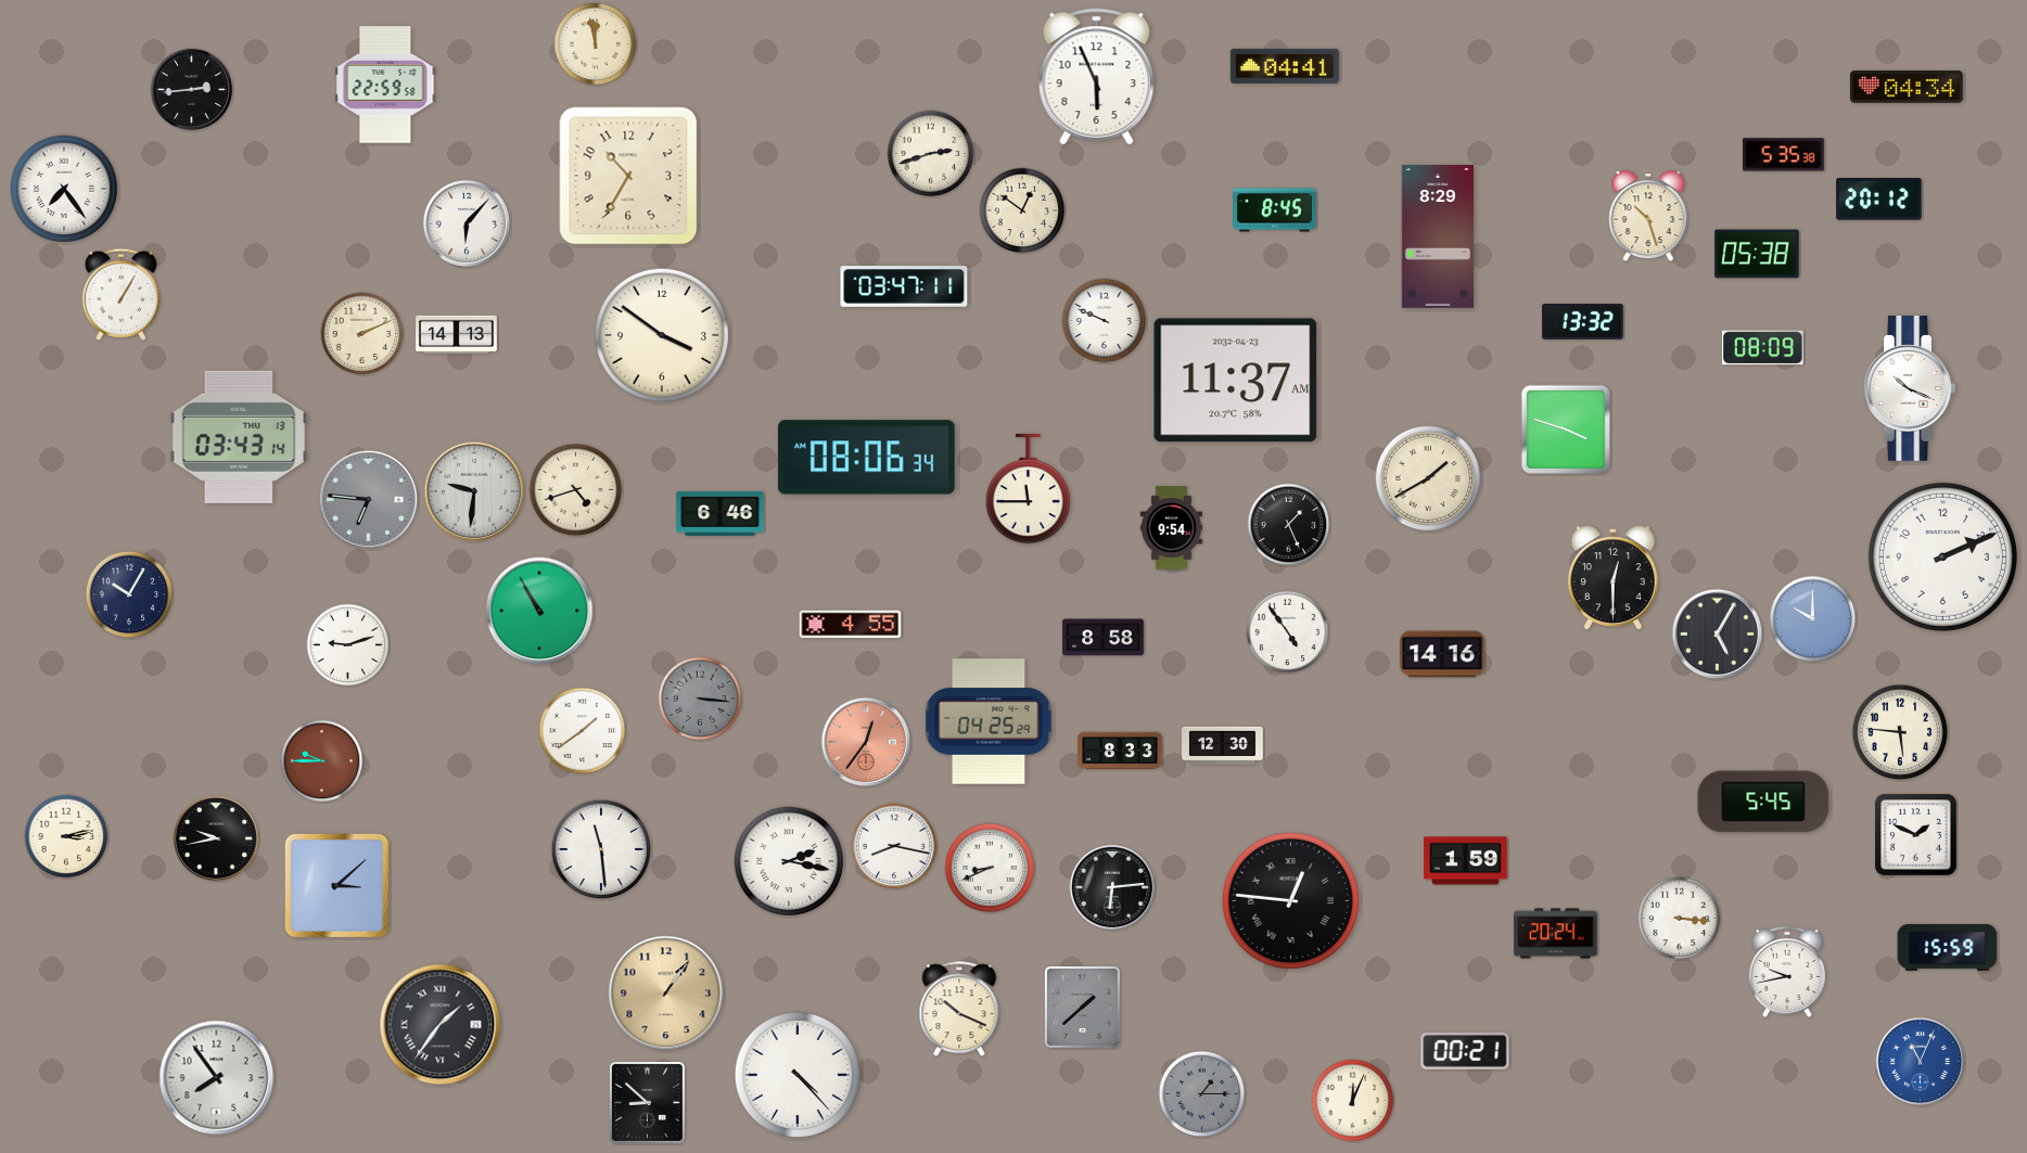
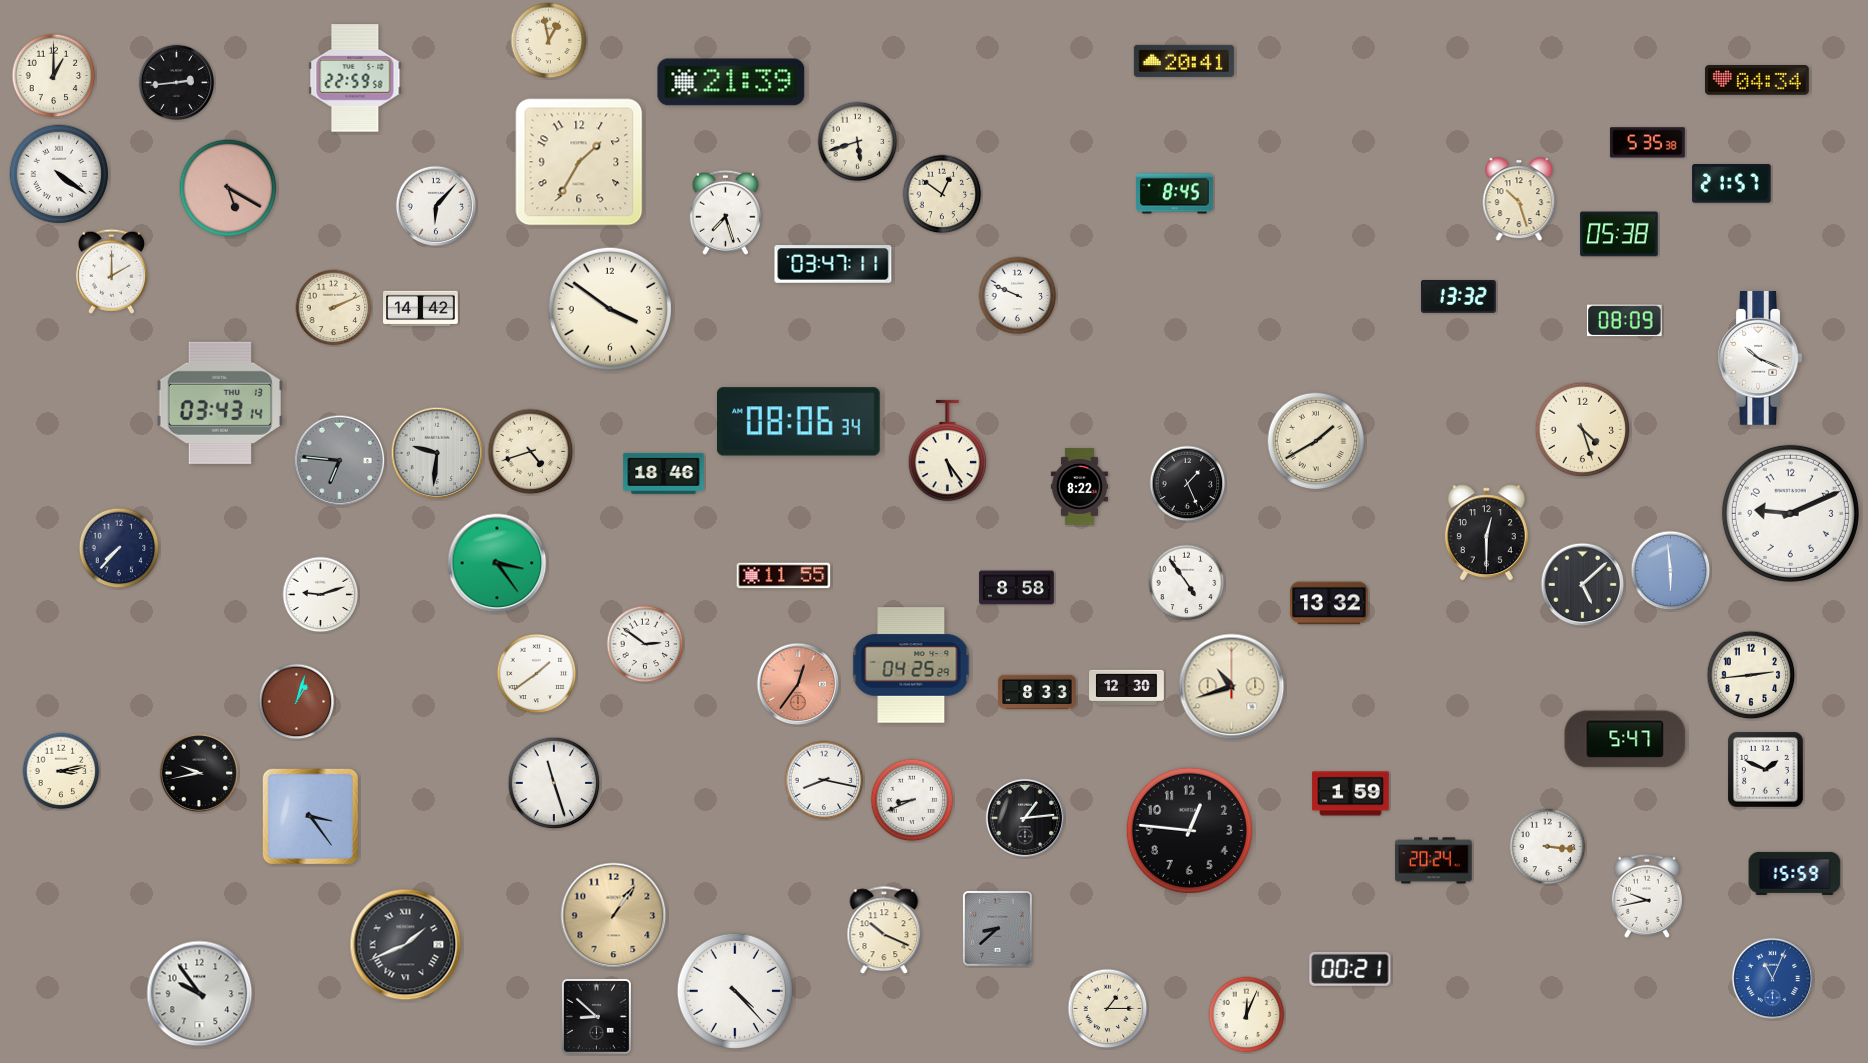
clock at (596, 44): 11:58 -> 12:58
clock at (1285, 66): 04:41 -> 20:41
clock at (1097, 77): 5:56 -> none
clock at (54, 76): none -> 1:00
clock at (731, 82): none -> 21:39
clock at (931, 154): 2:42 -> 5:42
clock at (1783, 155) position: (1783, 155) -> (1647, 143)
clock at (628, 176): 10:35 -> 1:35
clock at (64, 189): 7:24 -> 4:21
clock at (1879, 200): 20:12 -> 21:57
clock at (228, 188): none -> 5:20
clock at (467, 223) position: (467, 223) -> (436, 206)
clock at (725, 212): none -> 7:27
clock at (1438, 236): 8:29 -> none
clock at (120, 294): 1:05 -> 2:00
clock at (457, 335): 14:13 -> 14:42
clock at (1236, 381): 11:37 -> none
clock at (1566, 430): 3:48 -> none
clock at (1583, 430): none -> 4:27
clock at (1028, 489): 11:45 -> 5:24
clock at (721, 513): 6:46 -> 18:46
clock at (1171, 528): 9:54 -> 8:22
clock at (1942, 556): 2:11 -> 9:11
clock at (129, 594): 10:05 -> 7:37
clock at (539, 611): 10:55 -> 3:24
clock at (1813, 619): 10:00 -> 5:59
clock at (851, 625): 4:55 -> 11:55
clock at (1718, 635): 5:05 -> 5:08
clock at (1442, 654): 14:16 -> 13:32
clock at (700, 699): 3:16 -> 2:51
clock at (700, 699) dial: grey -> white
clock at (1900, 732): 5:46 -> 2:44
clock at (1232, 687): none -> 10:42
clock at (1120, 751) position: (1120, 751) -> (1037, 692)
clock at (322, 761): 9:45 -> 1:03
clock at (1763, 802): 5:45 -> 5:47
clock at (601, 849): 11:29 -> 11:27
clock at (789, 861): 2:17 -> none
clock at (336, 885): 3:08 -> 3:24
clock at (1111, 886): 6:14 -> 1:14
clock at (1290, 900) numerals: Roman -> Arabic
clock at (1082, 1007): 1:38 -> 8:38
clock at (441, 1025): 1:36 -> 1:41
clock at (1921, 1062) position: (1921, 1062) -> (1773, 979)
clock at (217, 1078): 7:54 -> 9:54
clock at (1202, 1094) dial: grey -> cream
